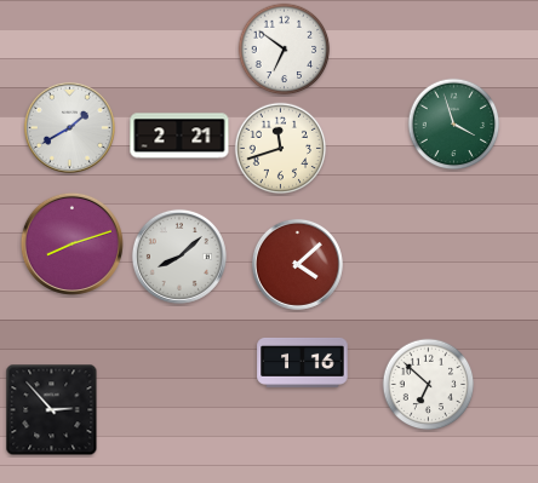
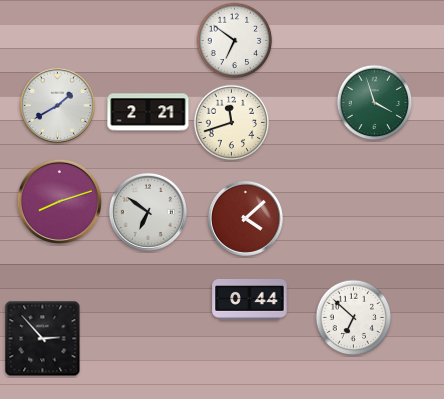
clock at (179, 257): 8:08 -> 6:51
clock at (303, 362): 1:16 -> 0:44
